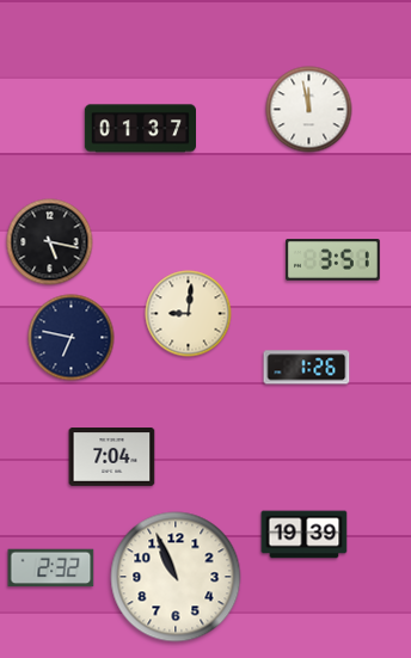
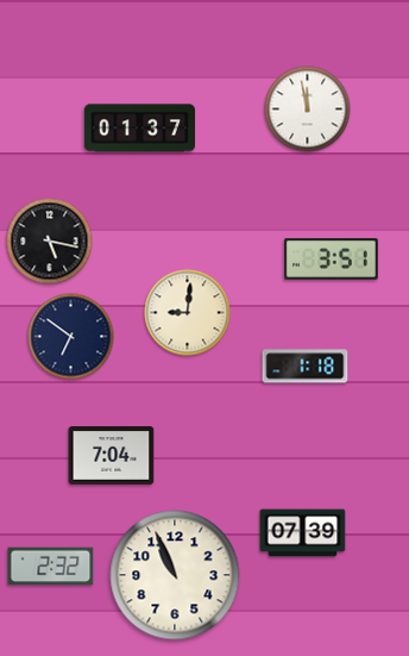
clock at (72, 338): 6:47 -> 6:51
clock at (307, 368): 1:26 -> 1:18
clock at (305, 535): 19:39 -> 07:39
